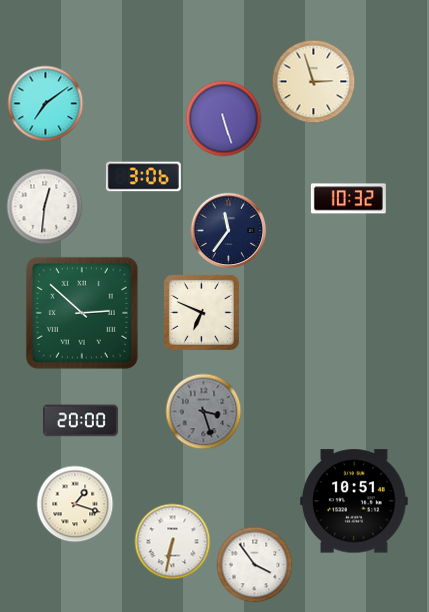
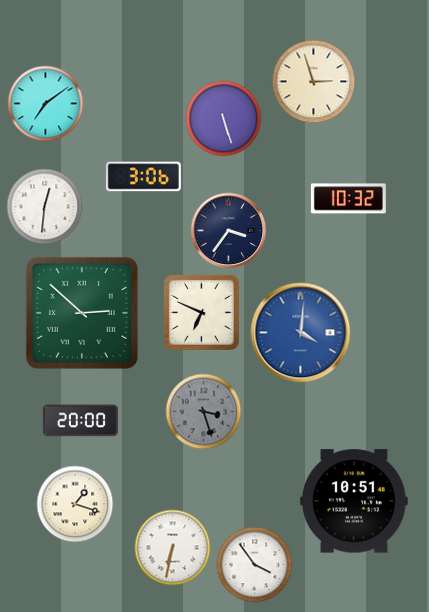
clock at (229, 231): 11:36 -> 3:36
clock at (301, 333): none -> 4:01
clock at (173, 542) position: (173, 542) -> (173, 548)
